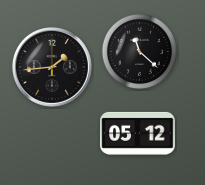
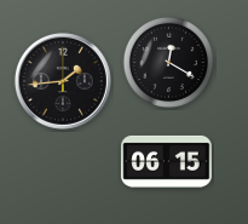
clock at (139, 51): 11:22 -> 12:20
clock at (138, 133): 05:12 -> 06:15
